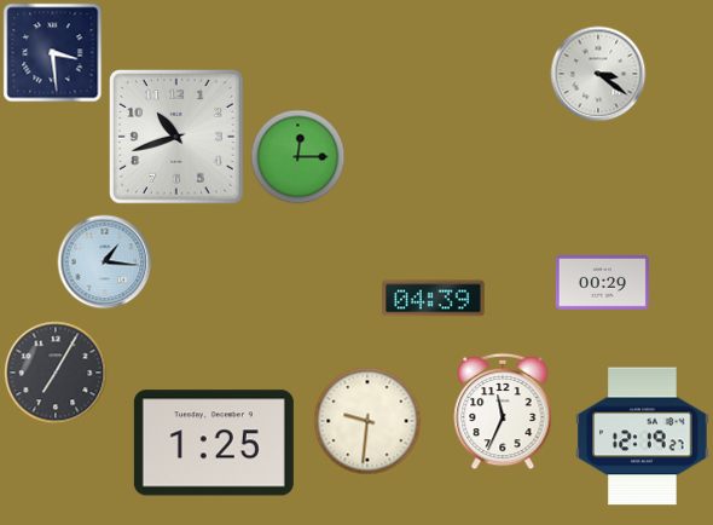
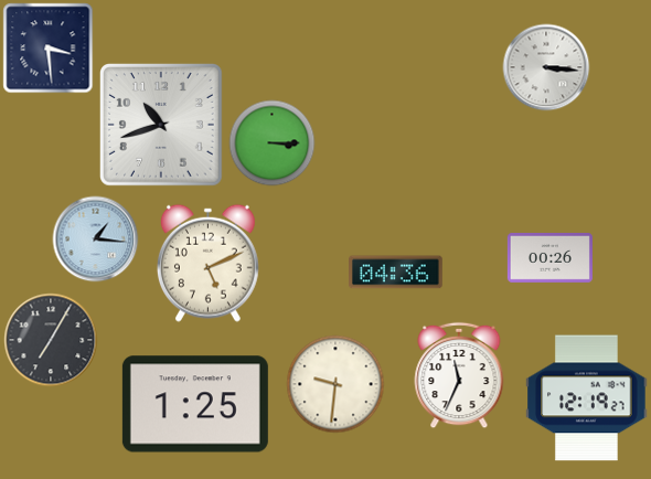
clock at (598, 74): 3:21 -> 3:16
clock at (297, 156): 12:15 -> 3:15
clock at (602, 282): 00:29 -> 00:26
clock at (207, 263): none -> 5:11
clock at (434, 299): 04:39 -> 04:36
